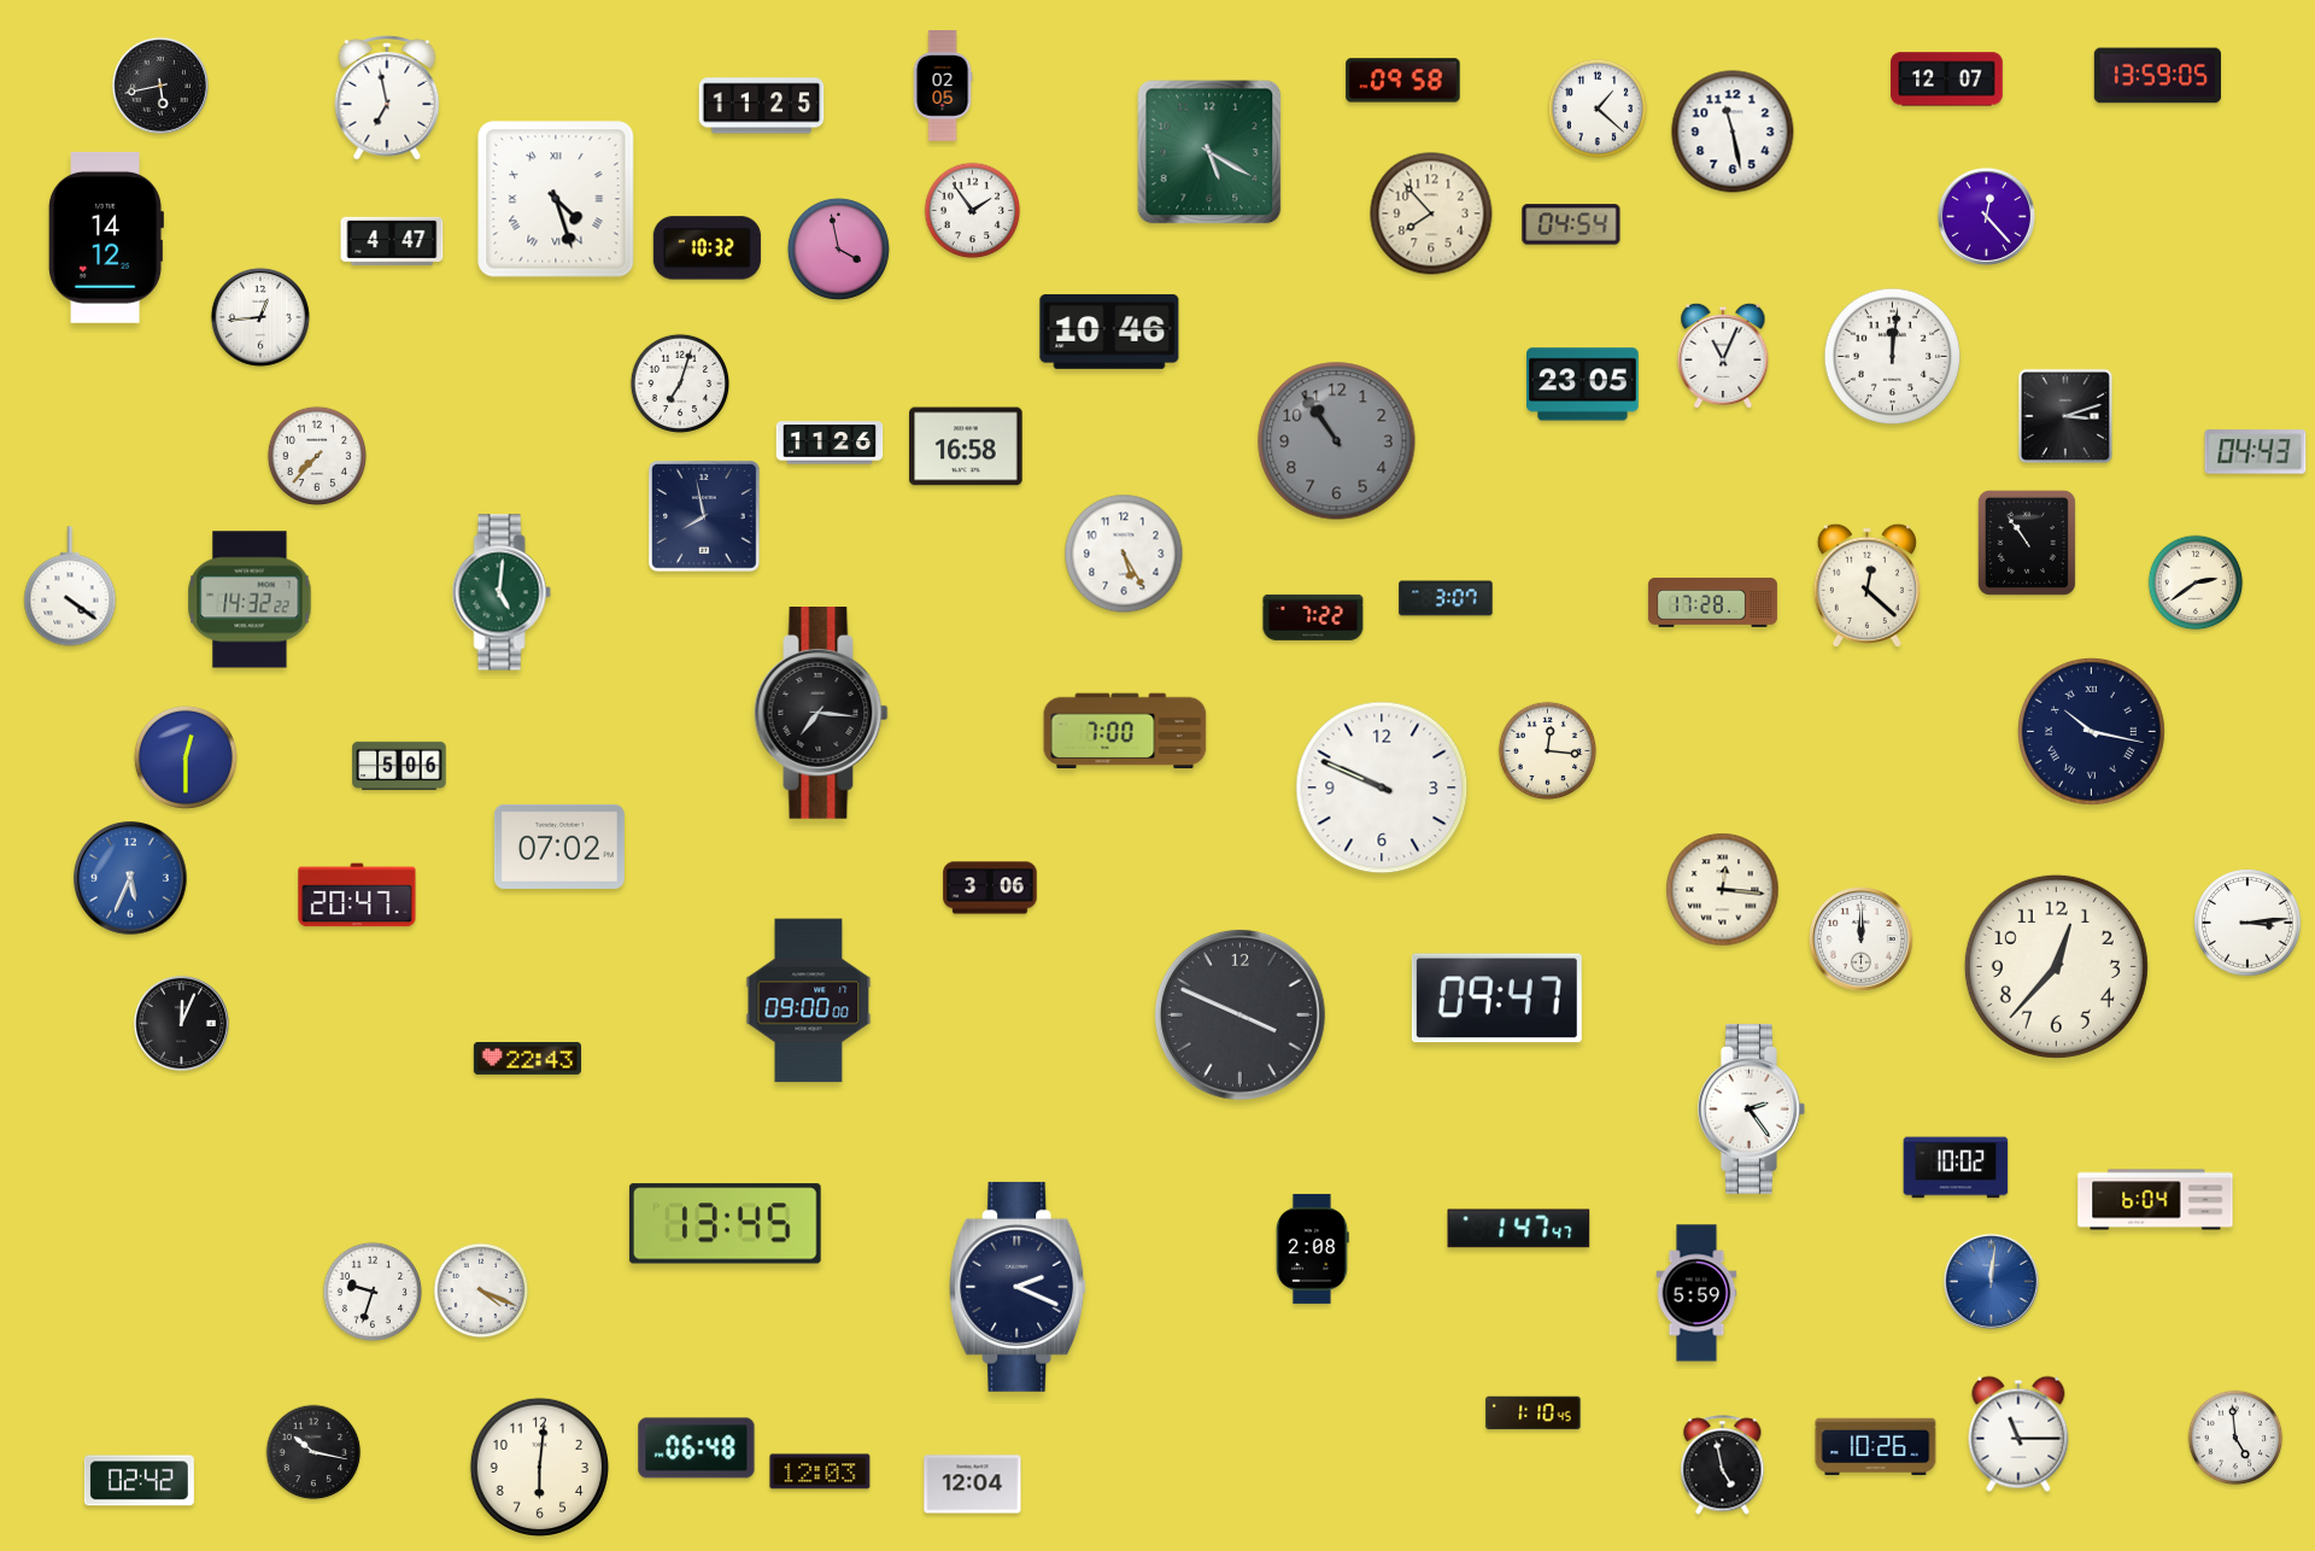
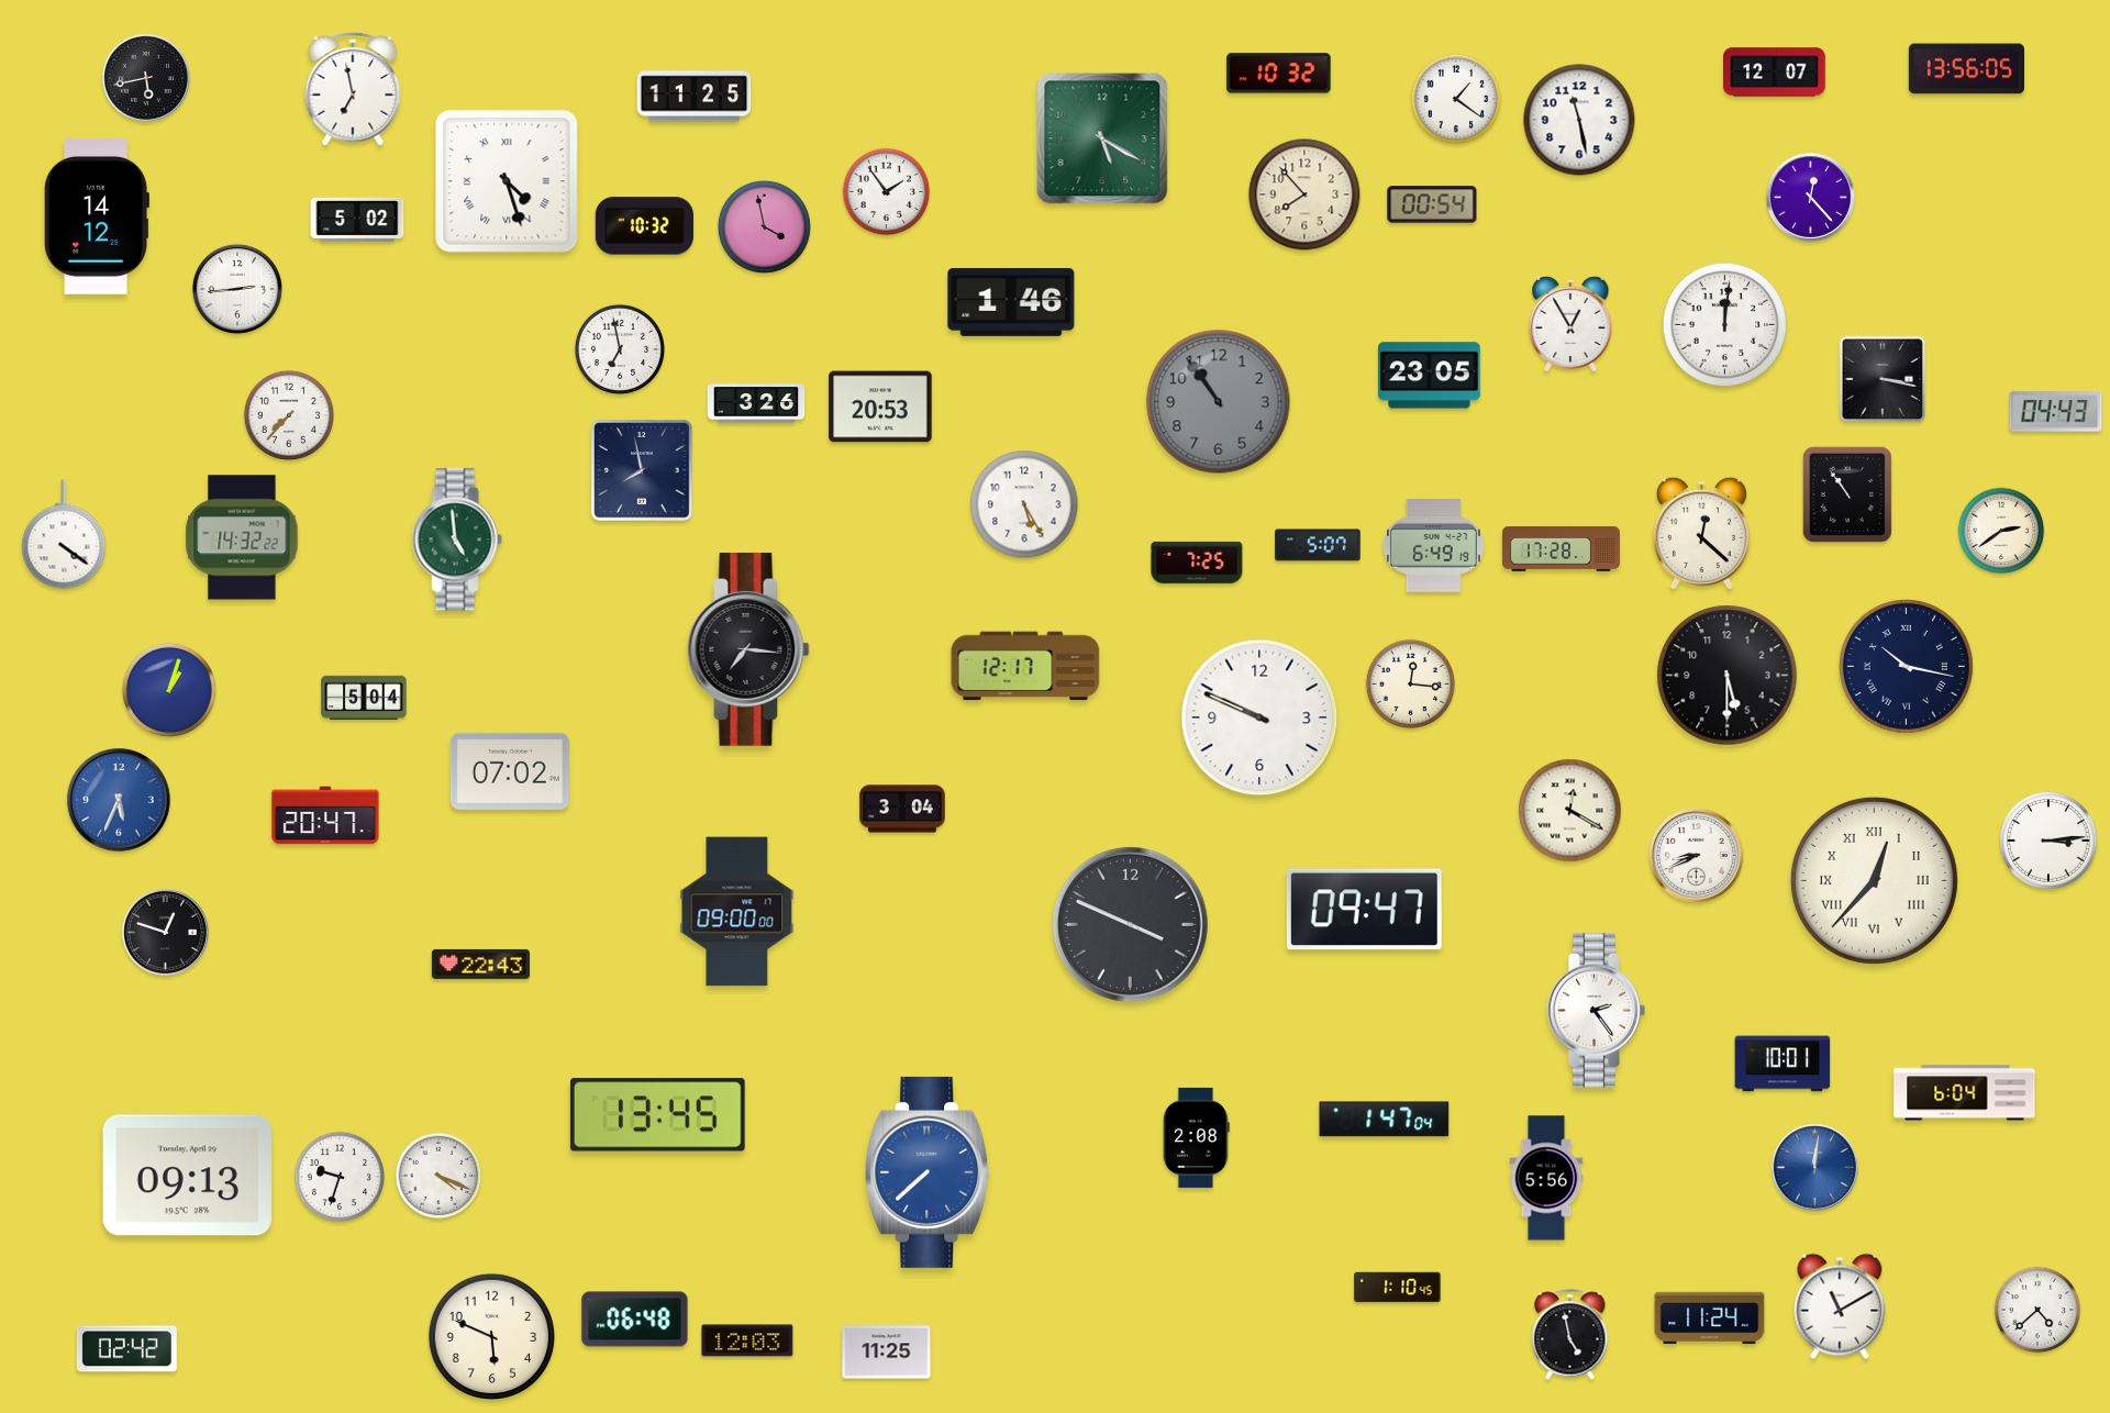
clock at (2157, 76): 13:59 -> 13:56
clock at (1403, 81): 09:58 -> 10:32
clock at (943, 87): 02:05 -> none
clock at (1596, 107): 1:22 -> 1:21
clock at (1571, 224): 04:54 -> 00:54
clock at (392, 241): 4:47 -> 5:02
clock at (260, 317): 12:44 -> 2:44
clock at (1109, 332): 10:46 -> 1:46
clock at (1723, 356): 11:04 -> 12:55
clock at (679, 382): 7:03 -> 6:58
clock at (1583, 385) position: (1583, 385) -> (1430, 376)
clock at (2065, 416): 3:12 -> 3:17
clock at (830, 443): 11:26 -> 3:26
clock at (966, 446): 16:58 -> 20:53
clock at (502, 592): 5:01 -> 4:59
clock at (1446, 598): 3:07 -> 5:07
clock at (250, 599) position: (250, 599) -> (242, 537)
clock at (1433, 546): none -> 6:49
clock at (1313, 618): 7:22 -> 7:25
clock at (1125, 731): 7:00 -> 12:17
clock at (1728, 676): none -> 5:30
clock at (186, 757): 12:30 -> 1:03
clock at (399, 765): 5:06 -> 5:04
clock at (990, 888): 3:06 -> 3:04
clock at (1723, 890): 12:16 -> 12:20
clock at (1862, 940): 12:00 -> 8:41
clock at (2056, 966) numerals: Arabic -> Roman
clock at (181, 1023): 12:04 -> 12:48
clock at (1956, 1167): 10:02 -> 10:01
clock at (725, 1224) position: (725, 1224) -> (657, 1115)
clock at (1519, 1229): 1:47:47 -> 1:47:04
clock at (1019, 1287): 2:19 -> 7:38
clock at (1019, 1287) dial: navy -> blue
clock at (187, 1176): none -> 09:13
clock at (1696, 1293): 5:59 -> 5:56
clock at (2018, 1434): 11:15 -> 11:10
clock at (2235, 1438): 4:59 -> 4:38
clock at (1876, 1447): 10:26 -> 11:24
clock at (313, 1452): 10:17 -> none
clock at (539, 1467): 6:01 -> 5:49
clock at (973, 1485): 12:04 -> 11:25
